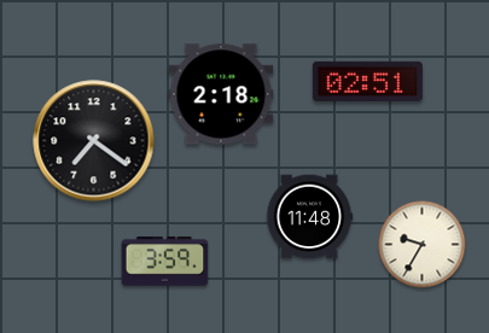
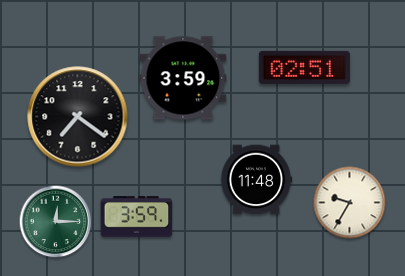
clock at (221, 94): 2:18 -> 3:59
clock at (56, 222): none -> 12:15
